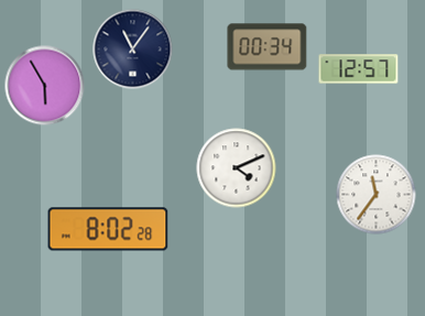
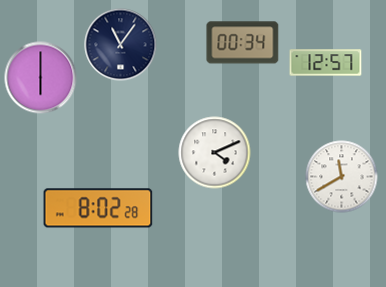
clock at (45, 86): 5:55 -> 6:00
clock at (377, 195): 11:36 -> 11:40
